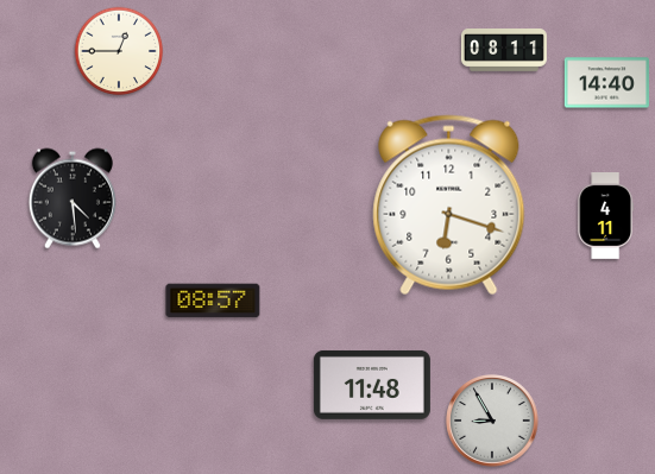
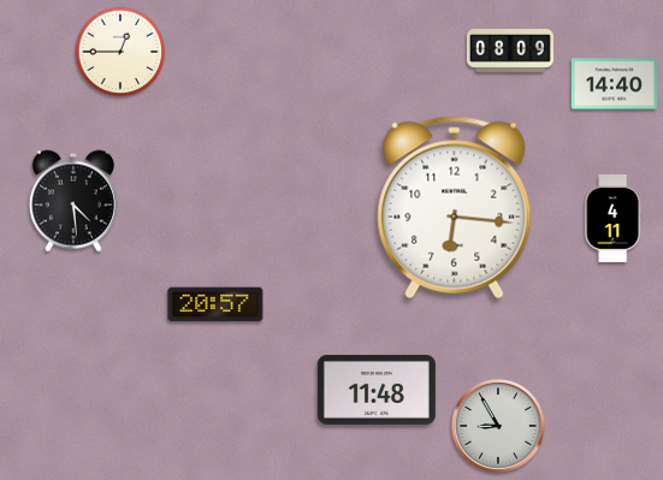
clock at (504, 51): 08:11 -> 08:09
clock at (449, 206): 6:18 -> 6:16
clock at (213, 301): 08:57 -> 20:57
